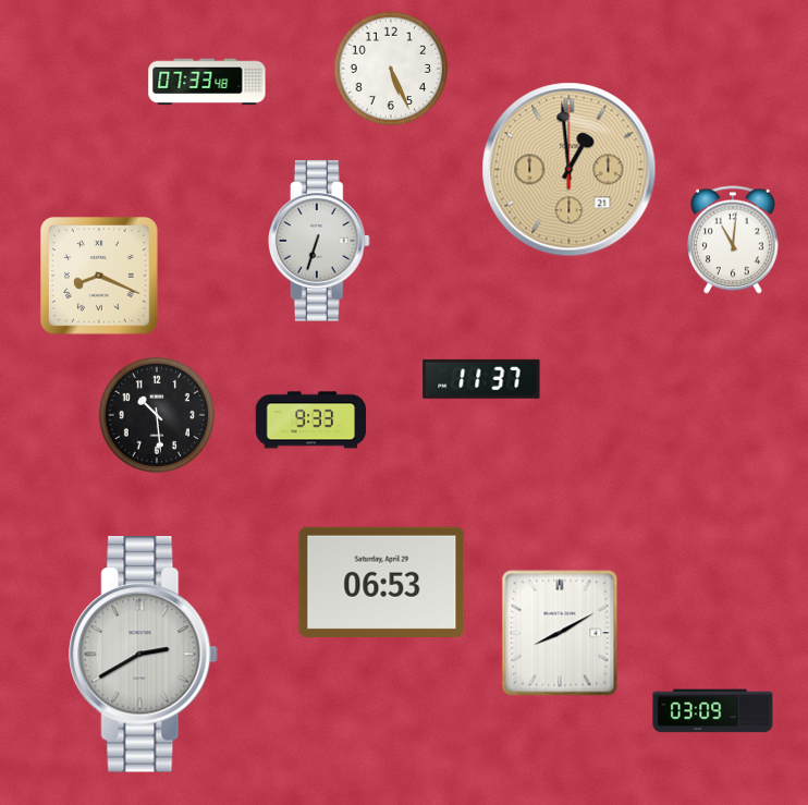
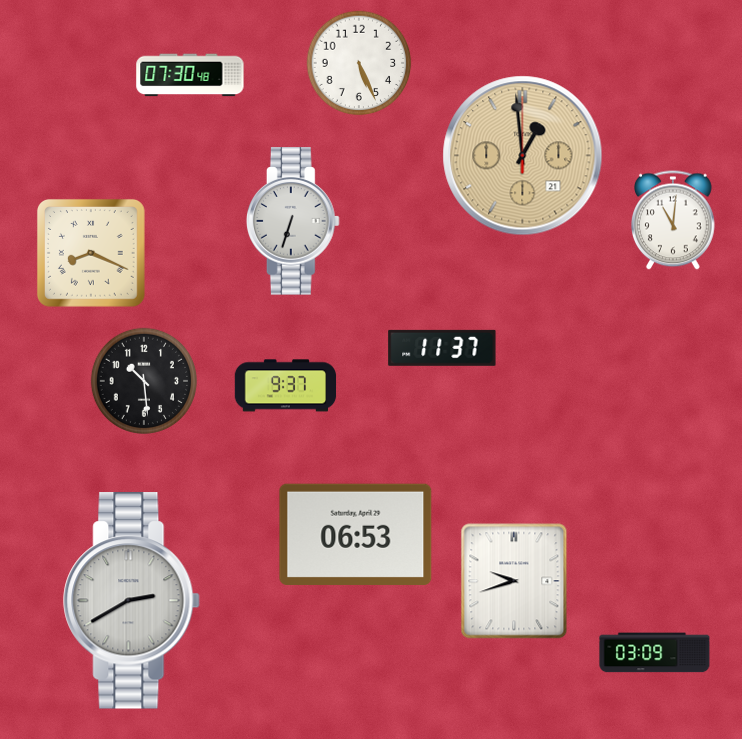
clock at (207, 82): 07:33 -> 07:30
clock at (311, 420): 9:33 -> 9:37
clock at (382, 582) position: (382, 582) -> (356, 534)
clock at (560, 633): 8:10 -> 9:42
